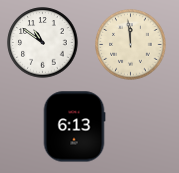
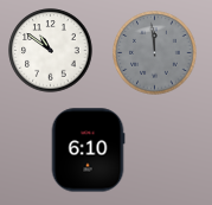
clock at (131, 45) dial: cream -> grey
clock at (74, 127): 6:13 -> 6:10
